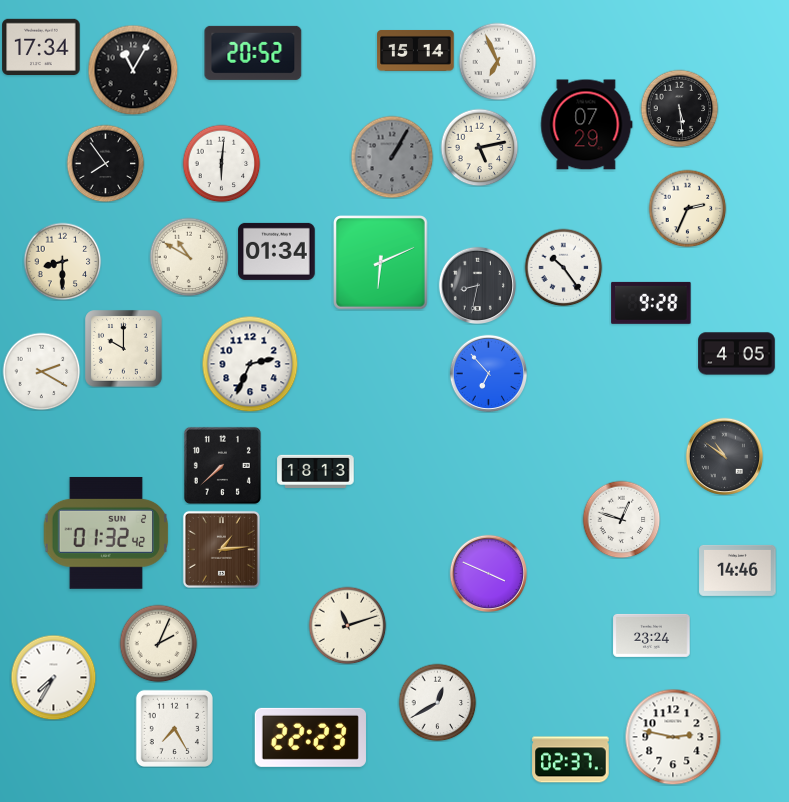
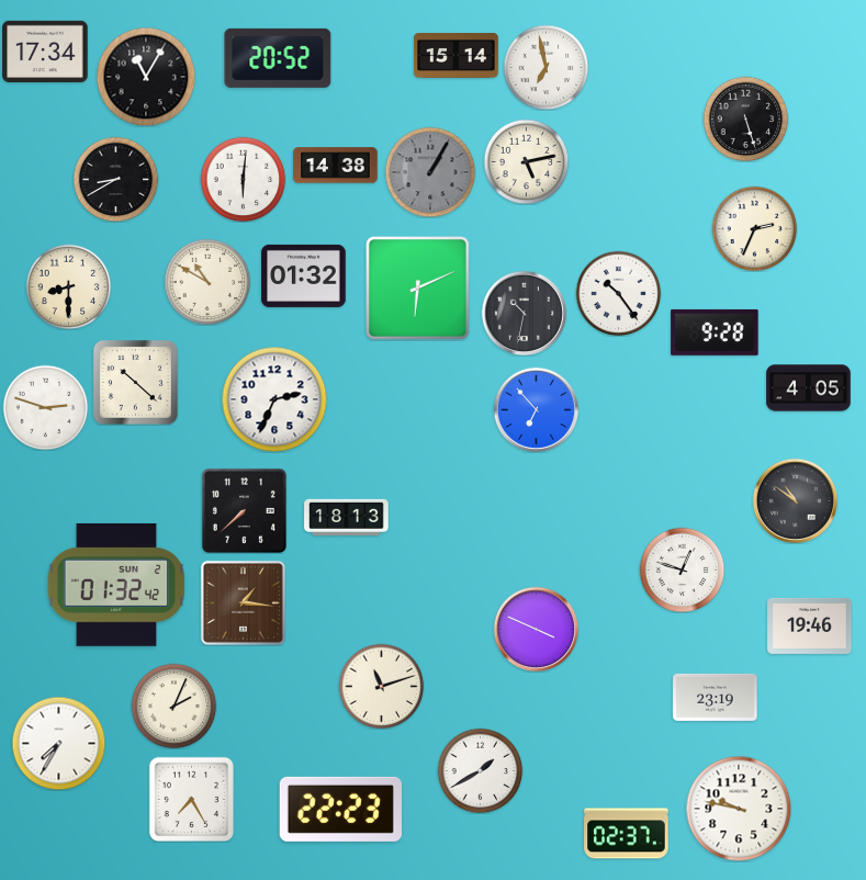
clock at (497, 61): 6:56 -> 6:58
clock at (679, 108): 5:29 -> 5:27
clock at (587, 125): 07:29 -> none
clock at (336, 166): none -> 14:38
clock at (105, 163): 7:54 -> 8:40
clock at (277, 251): 01:34 -> 01:32
clock at (477, 285): 8:32 -> 10:32
clock at (124, 349): 10:00 -> 10:22
clock at (41, 371): 2:20 -> 2:48
clock at (221, 549): 1:14 -> 1:16
clock at (738, 570): 14:46 -> 19:46
clock at (652, 635): 23:24 -> 23:19
clock at (437, 702): 12:40 -> 1:40
clock at (673, 737): 2:47 -> 9:47
